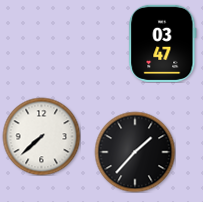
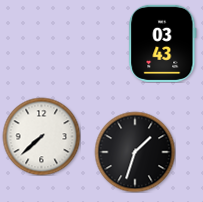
clock at (163, 43): 03:47 -> 03:43
clock at (135, 152): 1:37 -> 1:33
